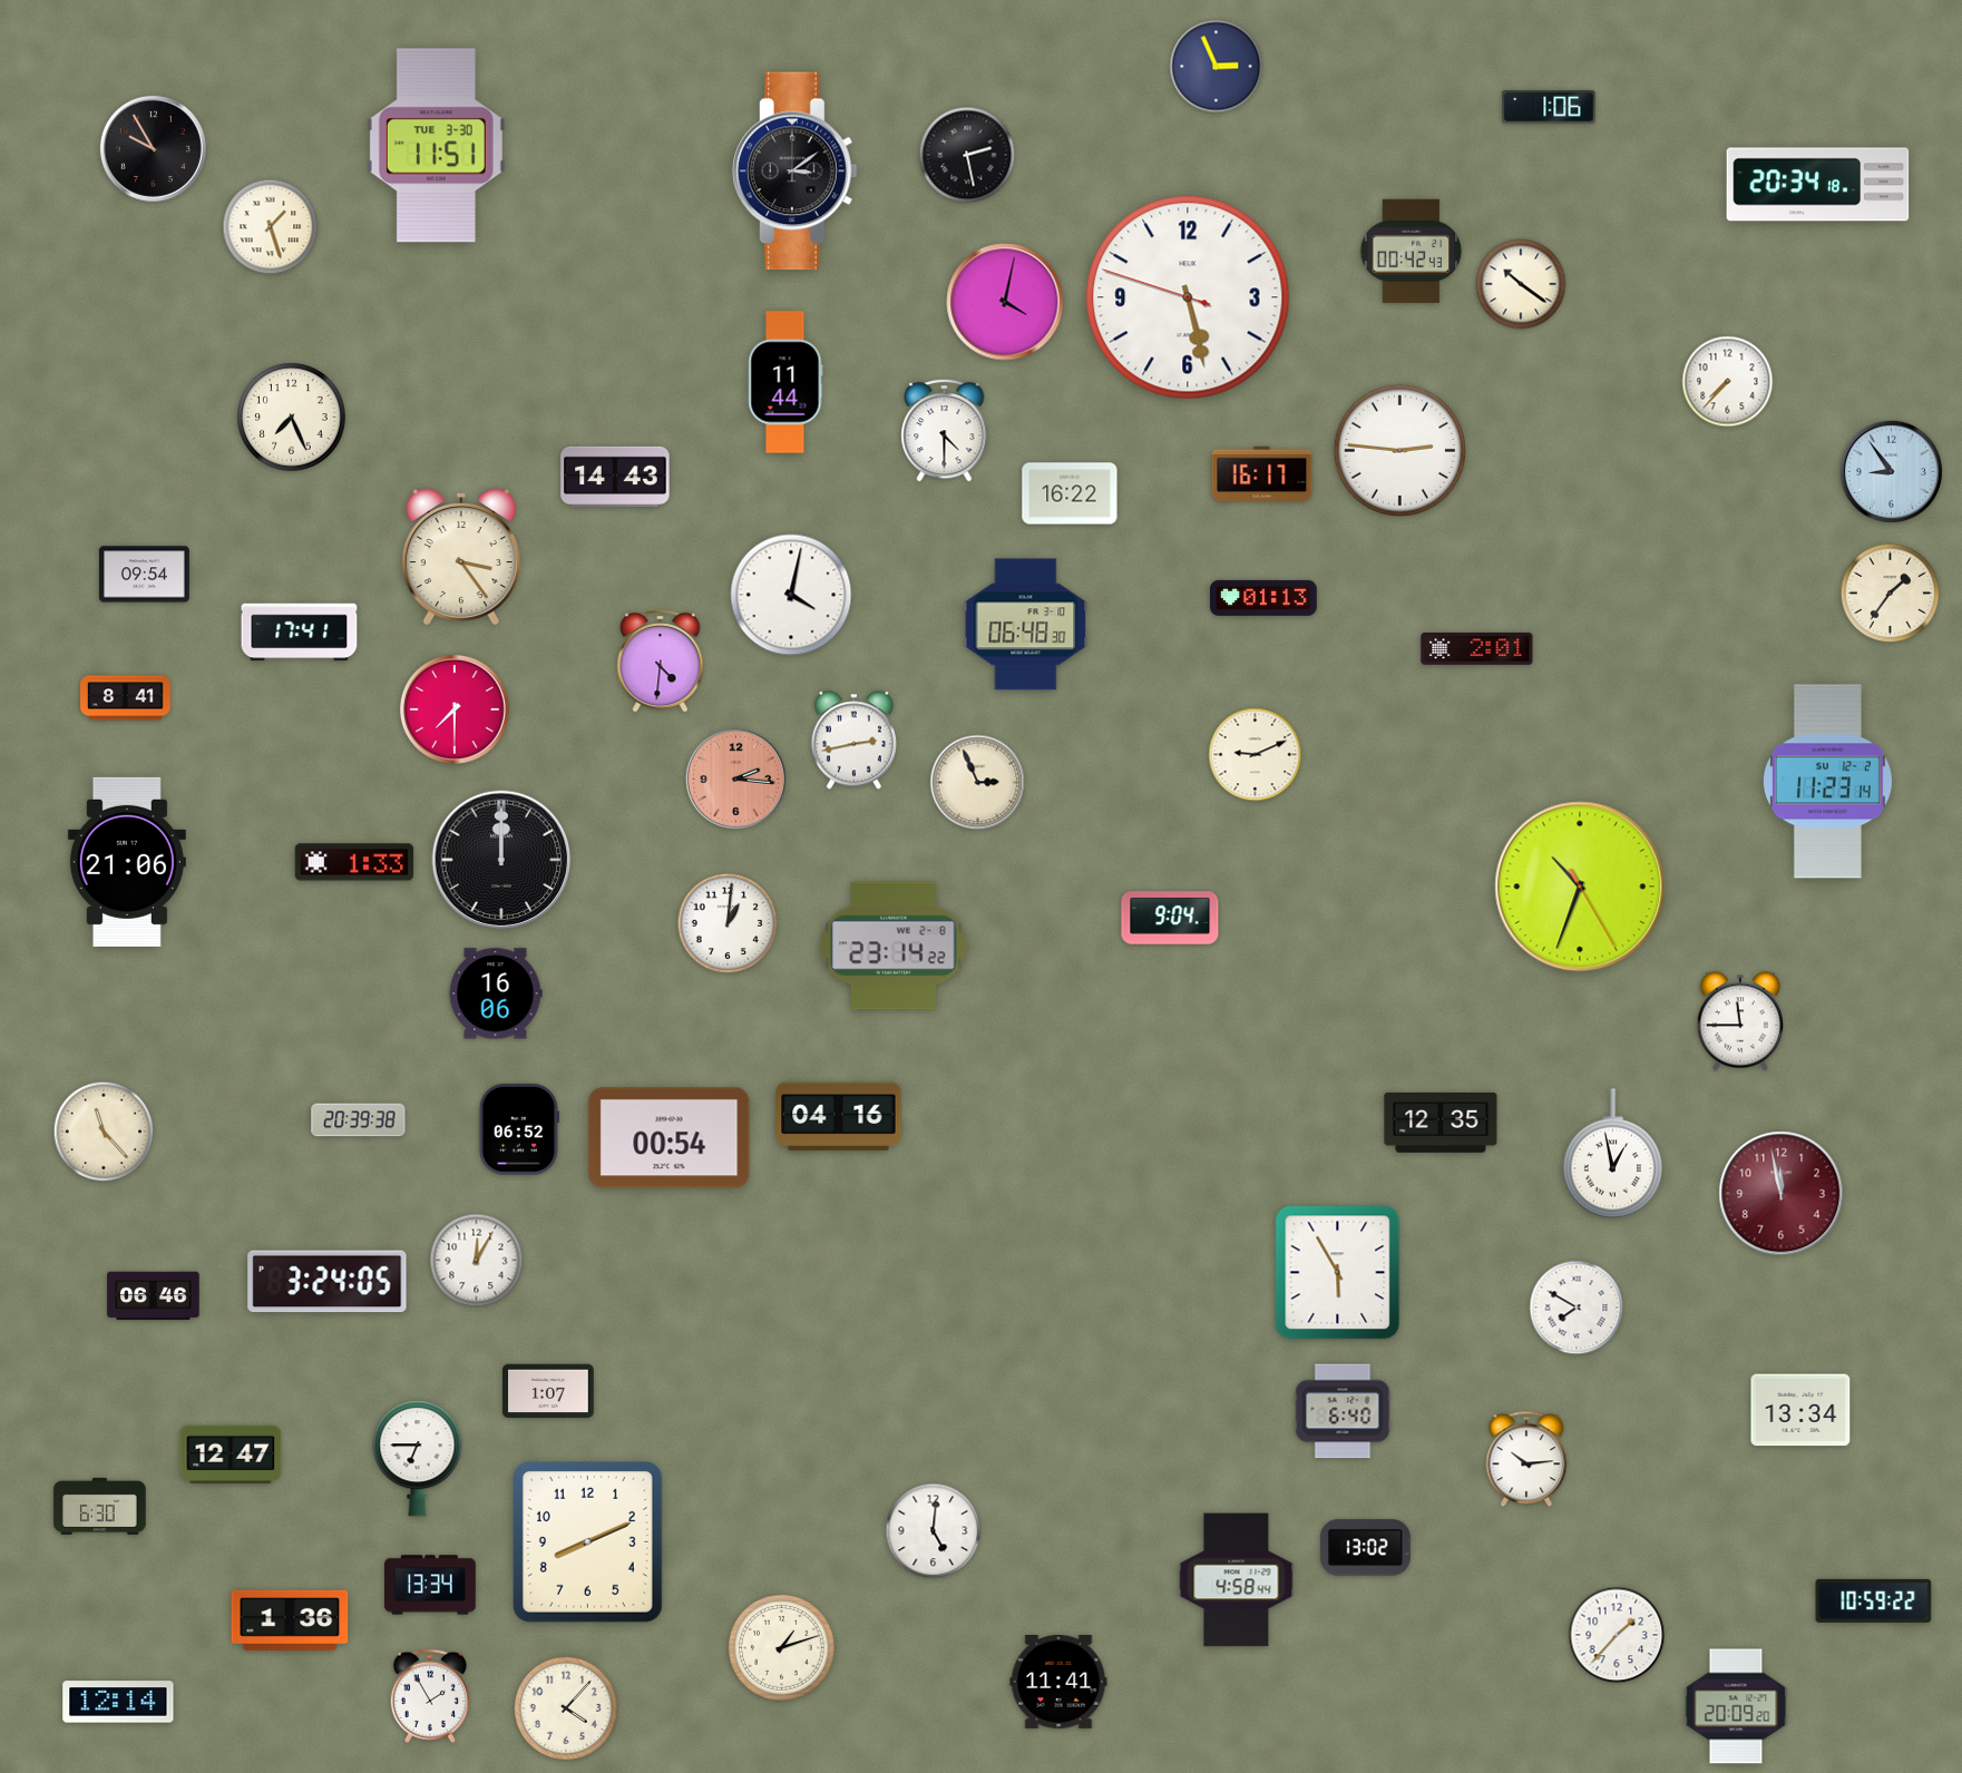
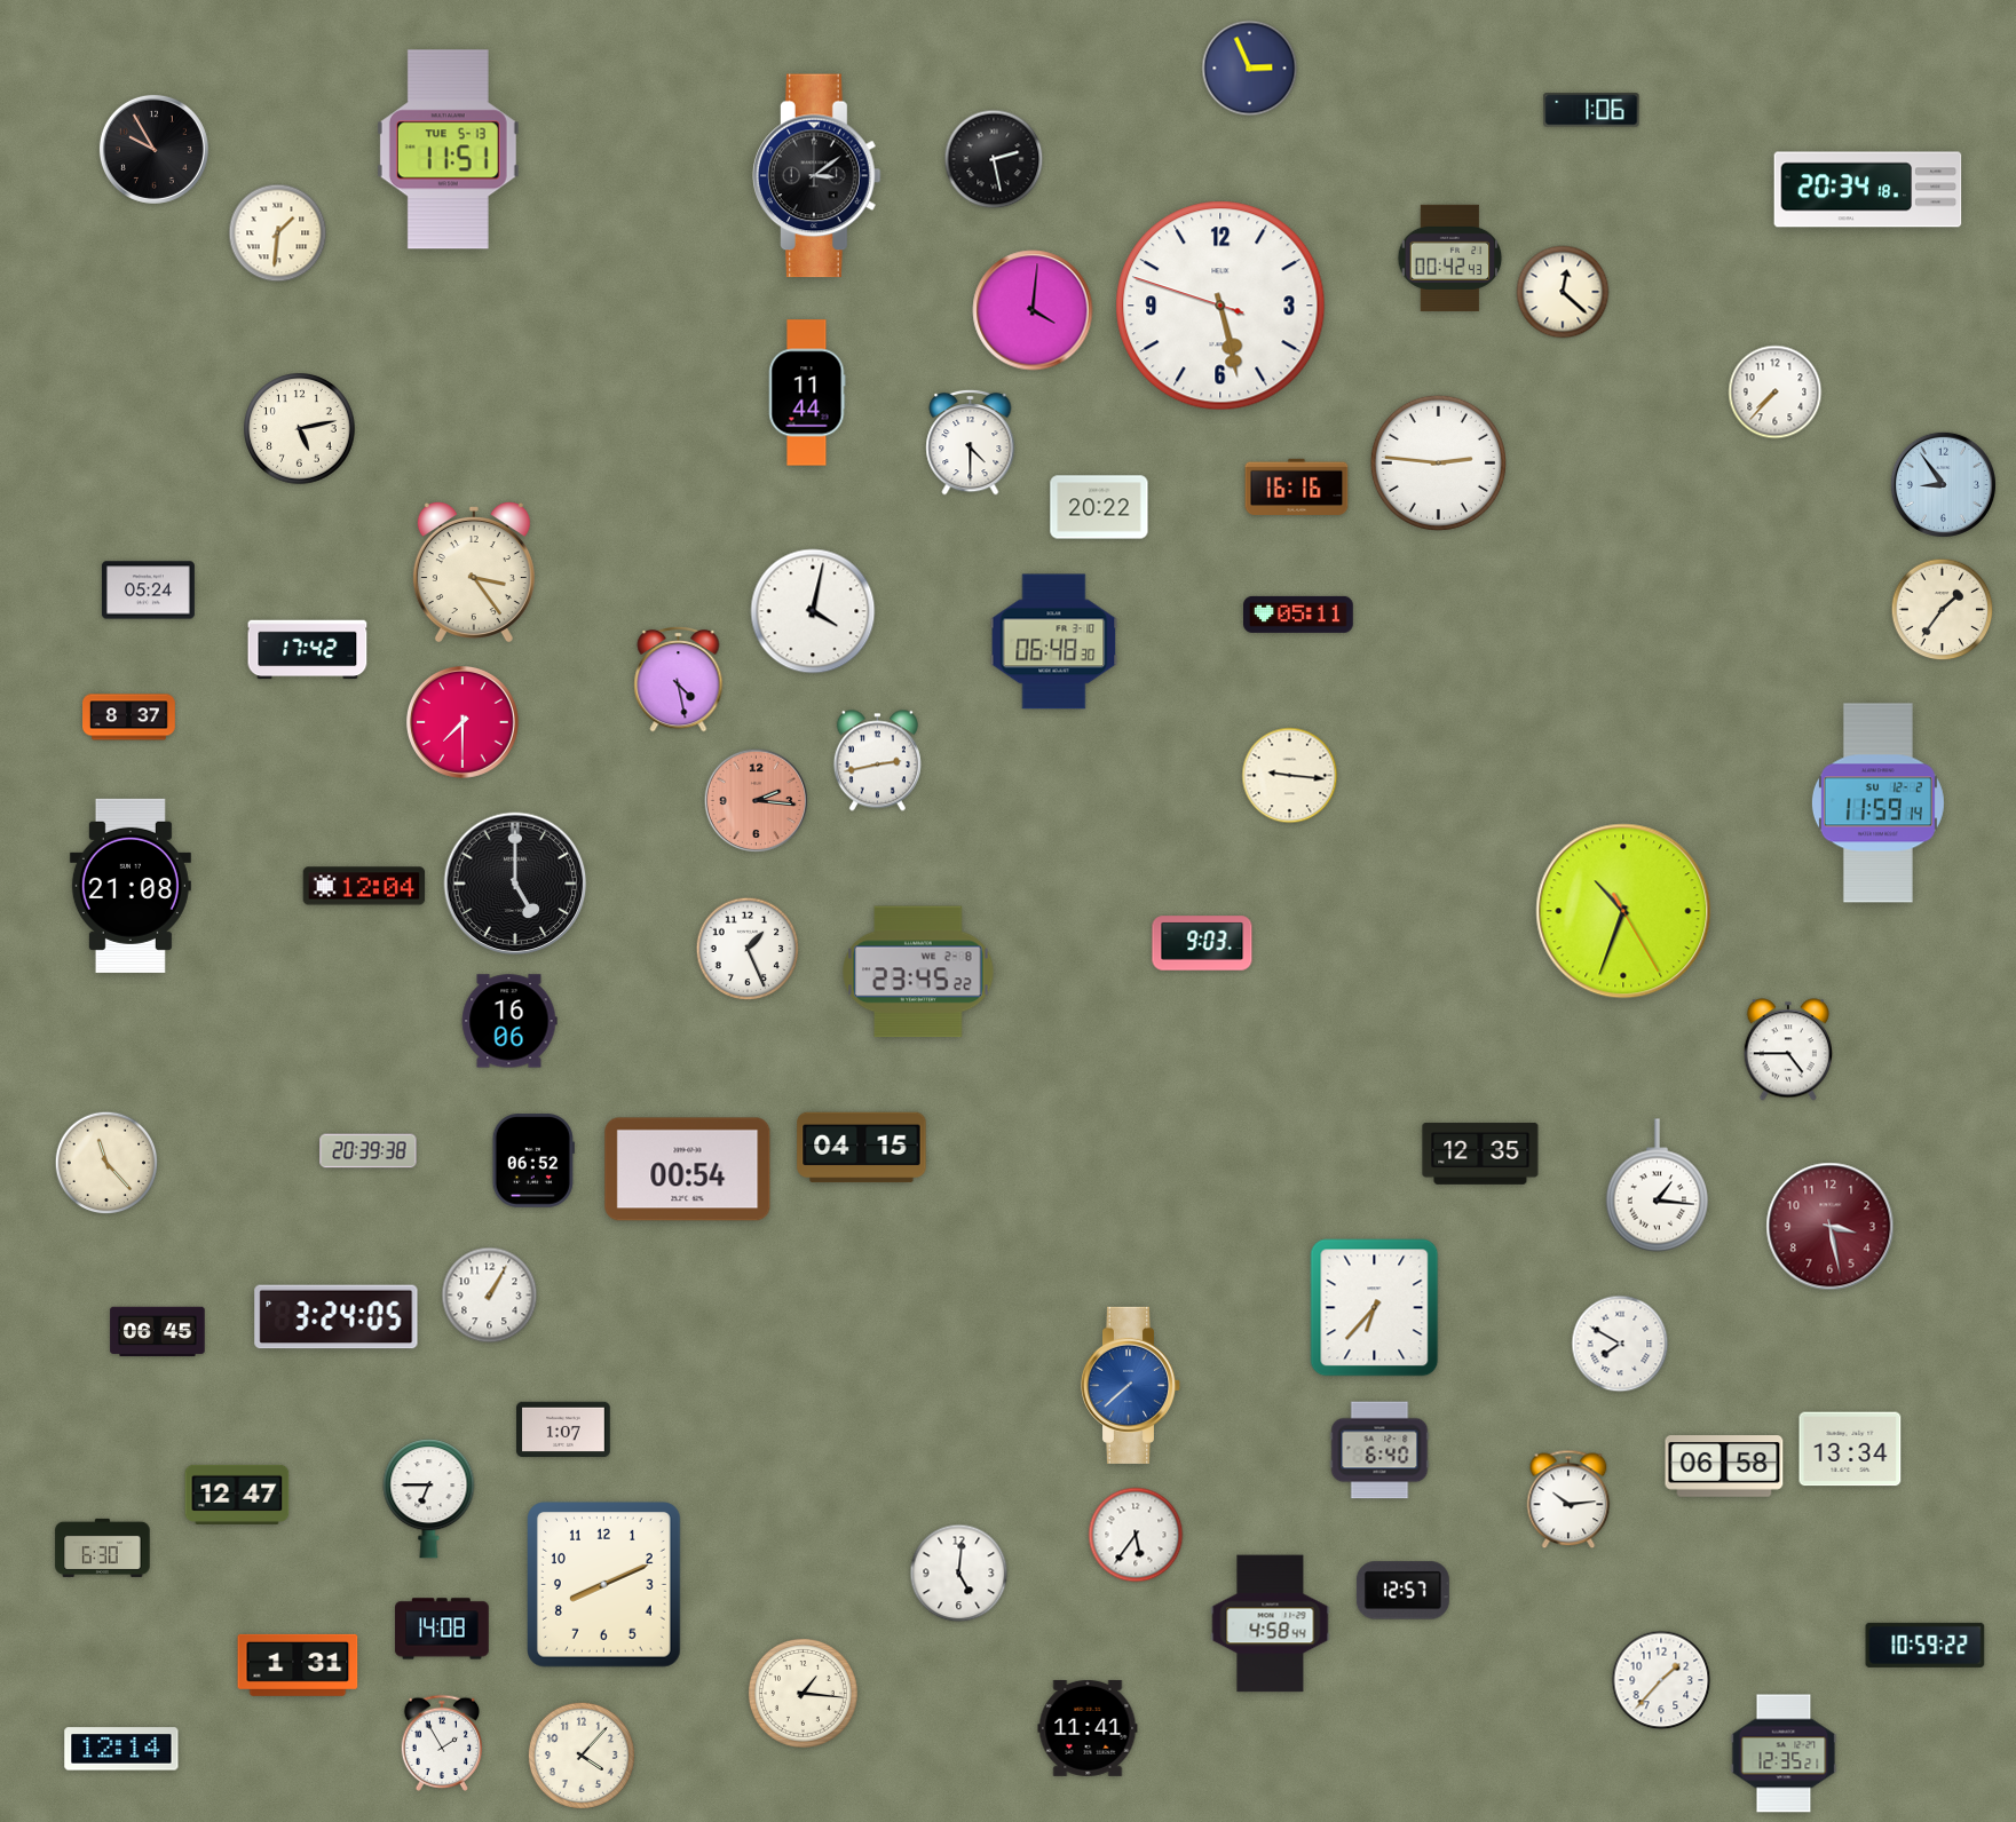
clock at (436, 146) date: TUE 3-30 -> TUE 5-13
clock at (153, 148) position: (153, 148) -> (153, 149)
clock at (271, 227): 1:27 -> 1:31
clock at (1521, 284): 10:21 -> 12:22
clock at (1005, 302): 4:02 -> 4:01
clock at (292, 418): 7:26 -> 5:13
clock at (1262, 474): 16:17 -> 16:16
clock at (615, 477): 14:43 -> none
clock at (1070, 493): 16:22 -> 20:22
clock at (144, 575): 09:54 -> 05:24
clock at (1265, 598): 01:13 -> 05:11
clock at (300, 633): 17:41 -> 17:42
clock at (1477, 648): 2:01 -> none
clock at (661, 660): 4:31 -> 4:28
clock at (126, 698): 8:41 -> 8:37
clock at (455, 709) position: (455, 709) -> (463, 722)
clock at (1256, 755): 9:11 -> 9:16
clock at (1827, 782): 11:23 -> 11:59
clock at (978, 783): 2:56 -> none
clock at (501, 860): 12:00 -> 5:00
clock at (127, 862): 21:06 -> 21:08
clock at (354, 862): 1:33 -> 12:04
clock at (1170, 918): 9:04 -> 9:03
clock at (728, 923): 1:01 -> 1:26
clock at (894, 946): 23:14 -> 23:45
clock at (1740, 1021): 11:45 -> 4:45
clock at (839, 1117): 04:16 -> 04:15
clock at (1612, 1154): 12:58 -> 1:16
clock at (1782, 1194): 11:58 -> 3:28
clock at (477, 1261): 12:05 -> 1:05
clock at (1338, 1273): 5:55 -> 6:37
clock at (154, 1296): 06:46 -> 06:45
clock at (1131, 1385): none -> 7:38
clock at (1724, 1467): none -> 06:58
clock at (1136, 1535): none -> 5:36
clock at (1365, 1548): 13:02 -> 12:57
clock at (430, 1585): 13:34 -> 14:08
clock at (290, 1620): 1:36 -> 1:31
clock at (782, 1648): 1:12 -> 1:16
clock at (1736, 1706): 20:09 -> 12:35
